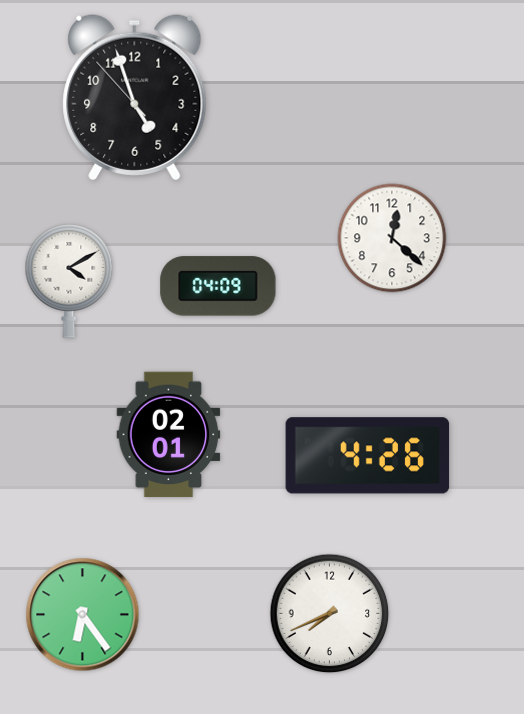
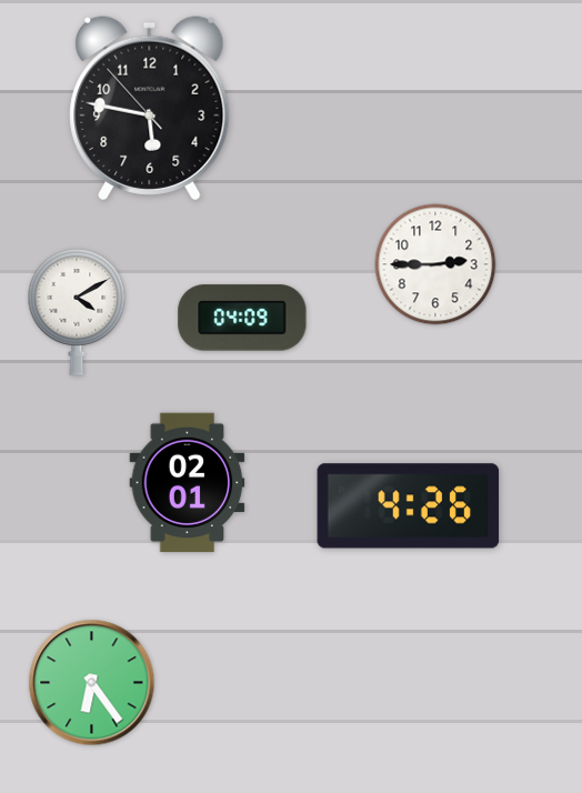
clock at (135, 98): 4:56 -> 5:46
clock at (392, 238): 12:22 -> 2:45
clock at (330, 614): 7:41 -> none
